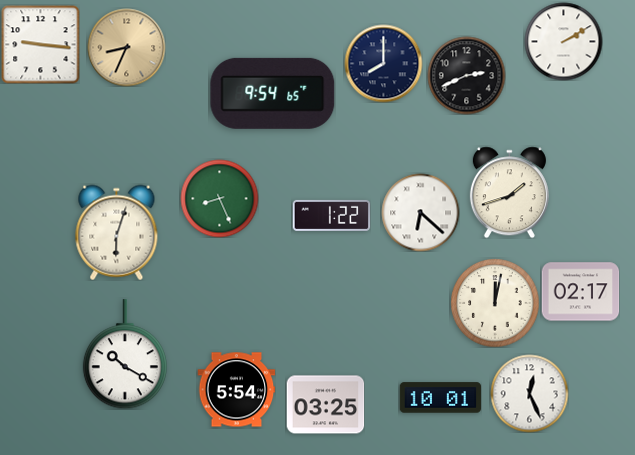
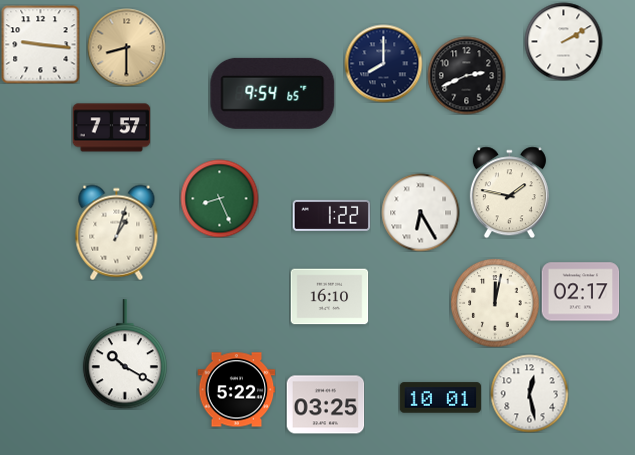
clock at (126, 47): 8:34 -> 8:30
clock at (111, 128): none -> 7:57
clock at (509, 192): 1:42 -> 1:47
clock at (420, 212): 6:22 -> 6:25
clock at (117, 232): 6:03 -> 1:03
clock at (329, 297): none -> 16:10
clock at (236, 390): 5:54 -> 5:22
clock at (529, 393): 12:26 -> 12:28
